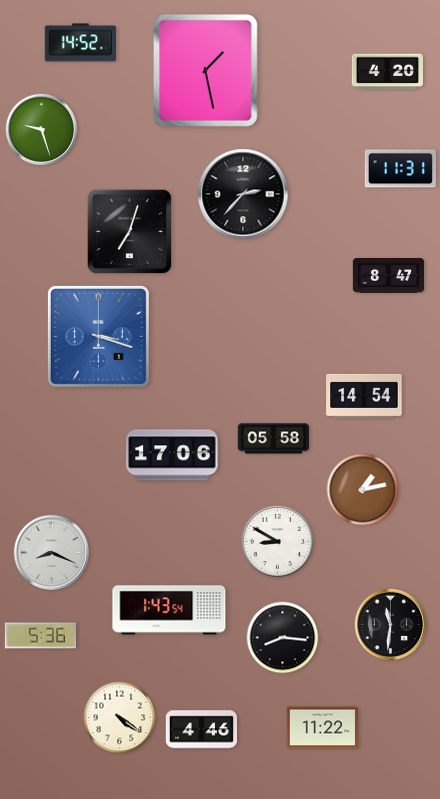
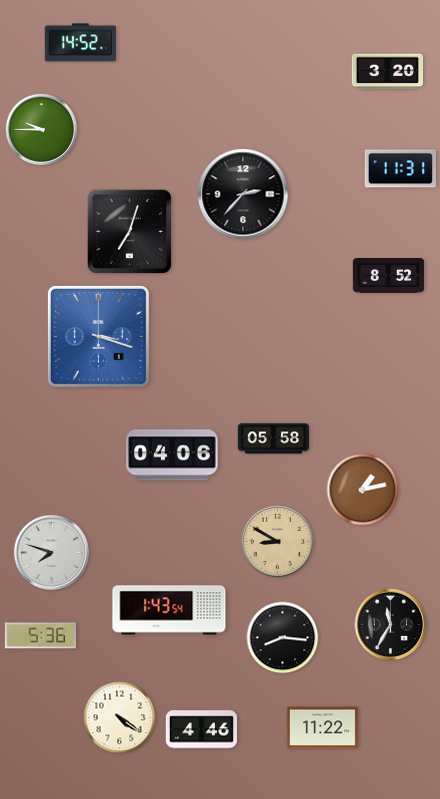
clock at (205, 71): 1:28 -> none
clock at (387, 72): 4:20 -> 3:20
clock at (42, 130): 9:27 -> 9:45
clock at (389, 276): 8:47 -> 8:52
clock at (364, 396): 14:54 -> none
clock at (172, 455): 17:06 -> 04:06
clock at (278, 542) dial: white -> champagne
clock at (51, 552): 8:19 -> 7:48
clock at (391, 625): 11:31 -> 11:35
